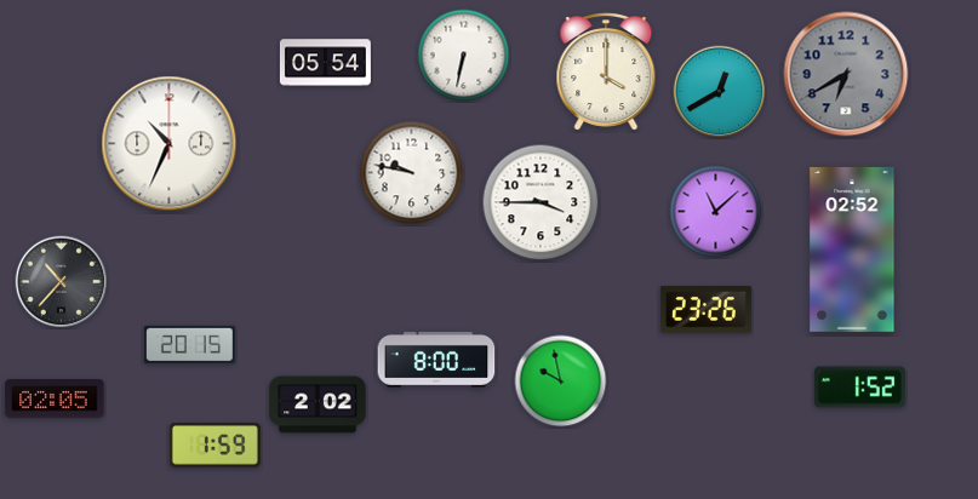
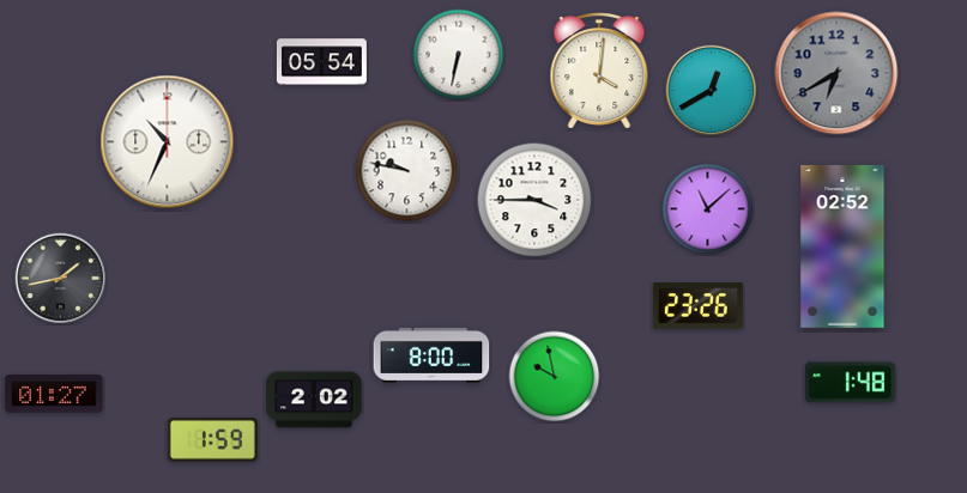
clock at (606, 71): 4:00 -> 4:01
clock at (62, 282): 10:37 -> 1:43
clock at (189, 344): 20:15 -> none
clock at (859, 388): 1:52 -> 1:48
clock at (55, 398): 02:05 -> 01:27
